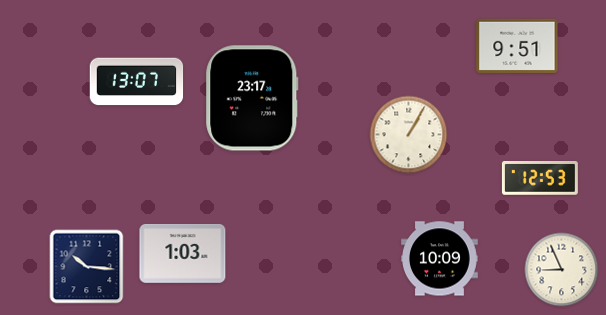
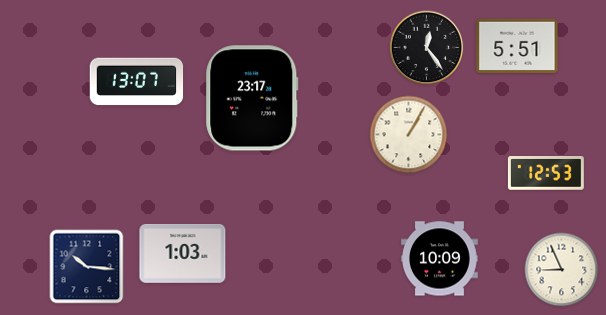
clock at (517, 45): 9:51 -> 5:51
clock at (427, 48): none -> 12:24
clock at (540, 179) position: (540, 179) -> (546, 174)
